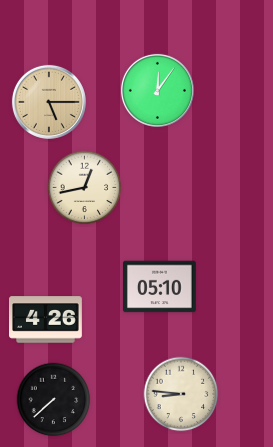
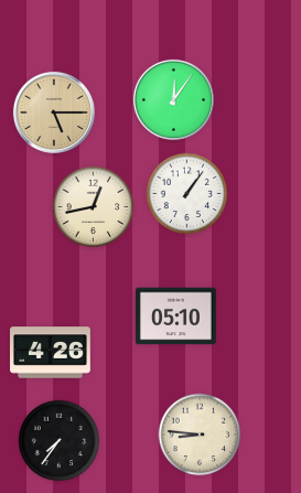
clock at (187, 194): none -> 1:06
clock at (54, 400): 7:38 -> 7:36
